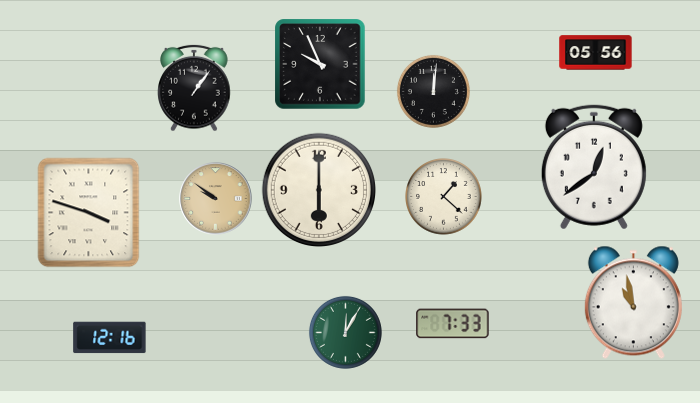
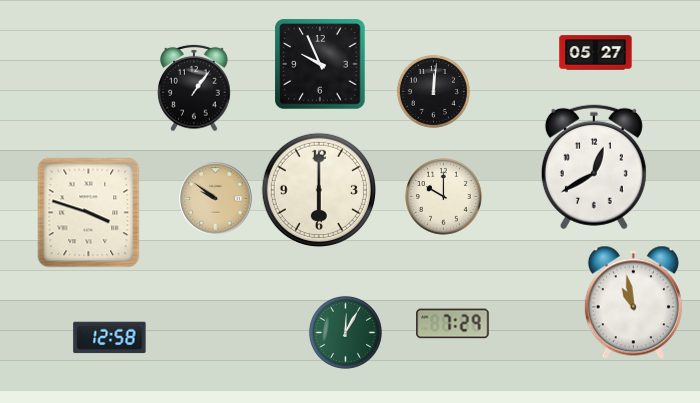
clock at (596, 53): 05:56 -> 05:27
clock at (594, 167): 12:39 -> 12:40
clock at (444, 197): 1:22 -> 10:00
clock at (453, 324): 7:33 -> 7:29
clock at (110, 338): 12:16 -> 12:58
